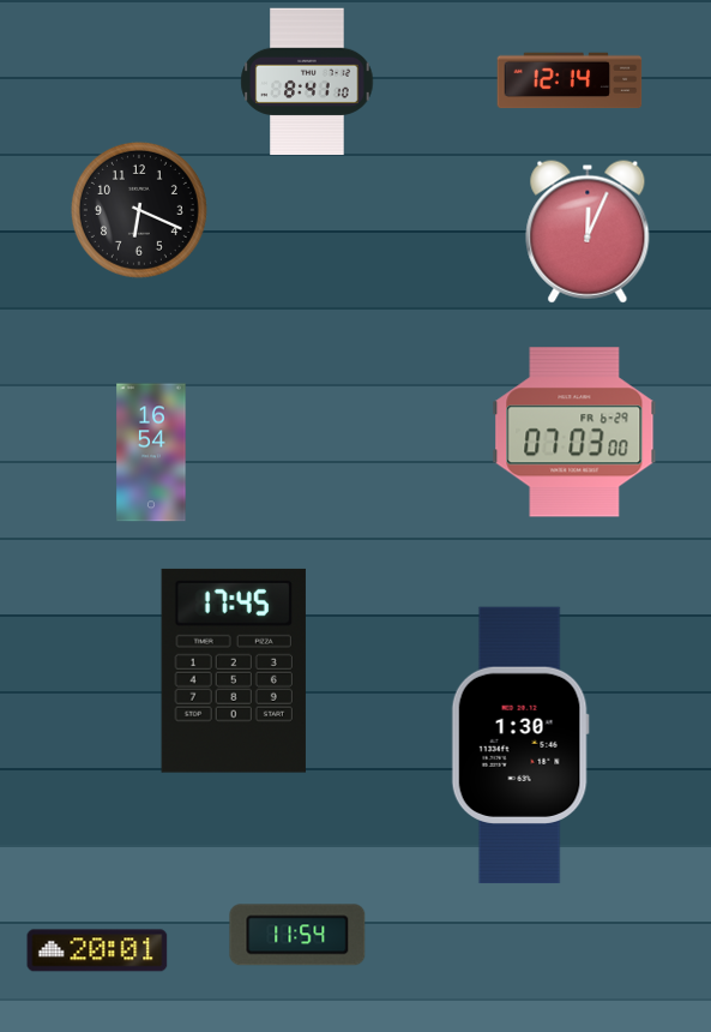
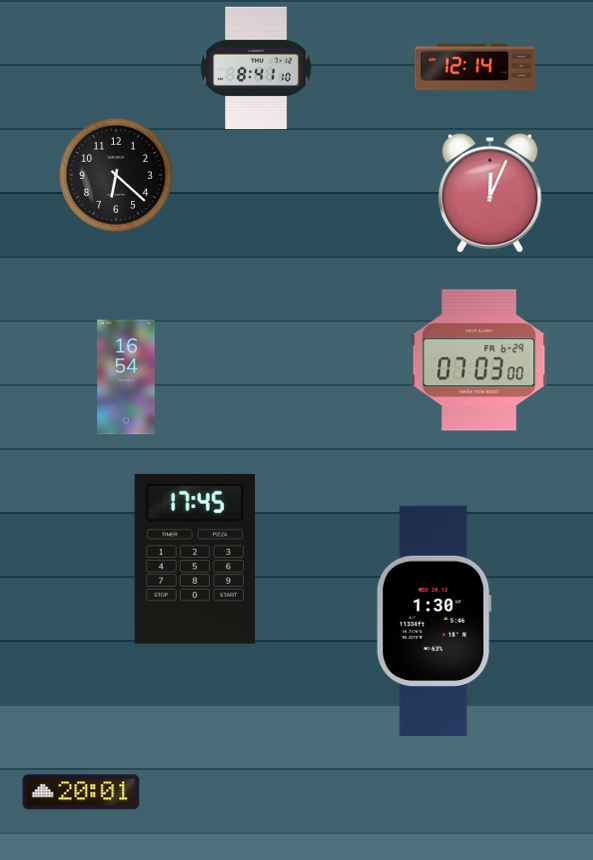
clock at (139, 210): 6:19 -> 6:22
clock at (297, 935): 11:54 -> none
